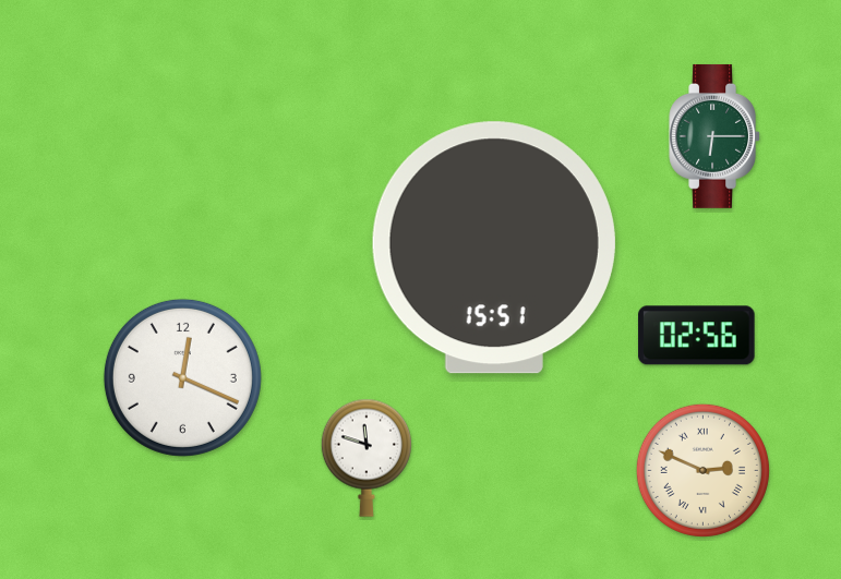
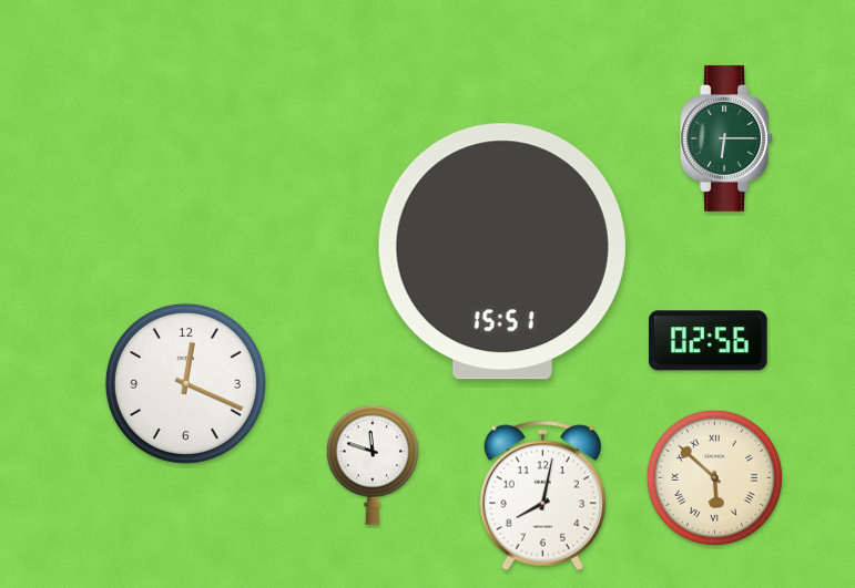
clock at (702, 470): 2:49 -> 5:52
clock at (542, 495): none -> 8:02
